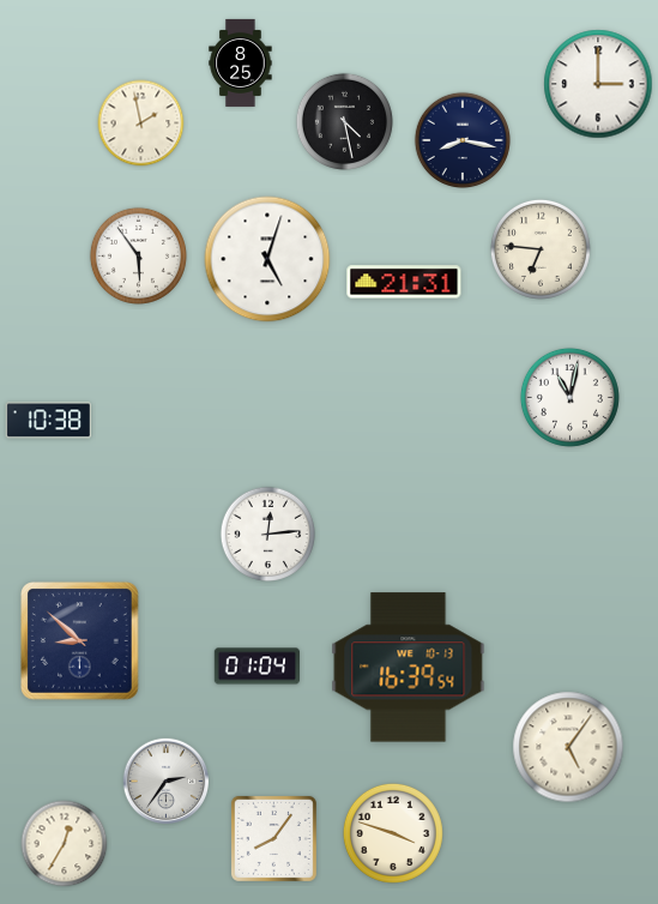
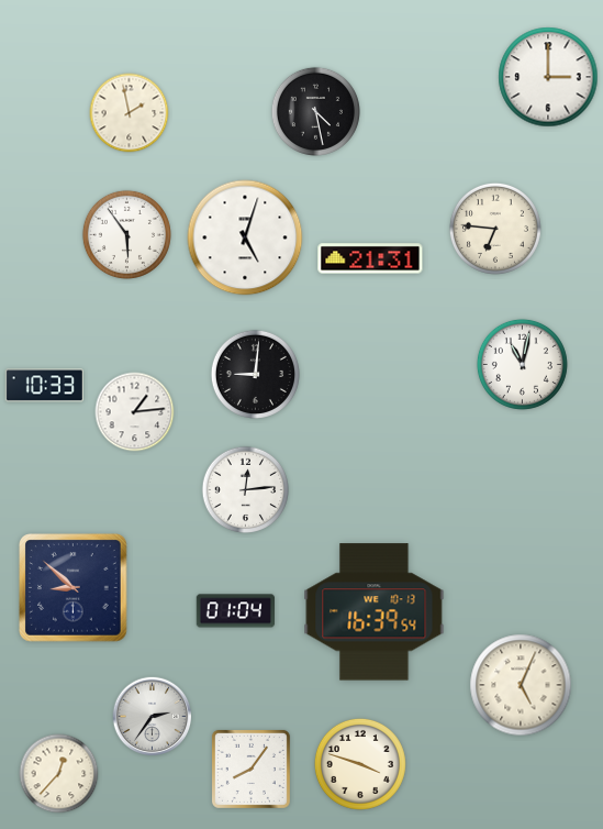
clock at (241, 62): 8:25 -> none
clock at (461, 139): 8:17 -> none
clock at (255, 374): none -> 9:01
clock at (48, 421): 10:38 -> 10:33
clock at (135, 412): none -> 1:14
clock at (568, 747): 5:06 -> 5:04
clock at (65, 844): 12:35 -> 12:37
